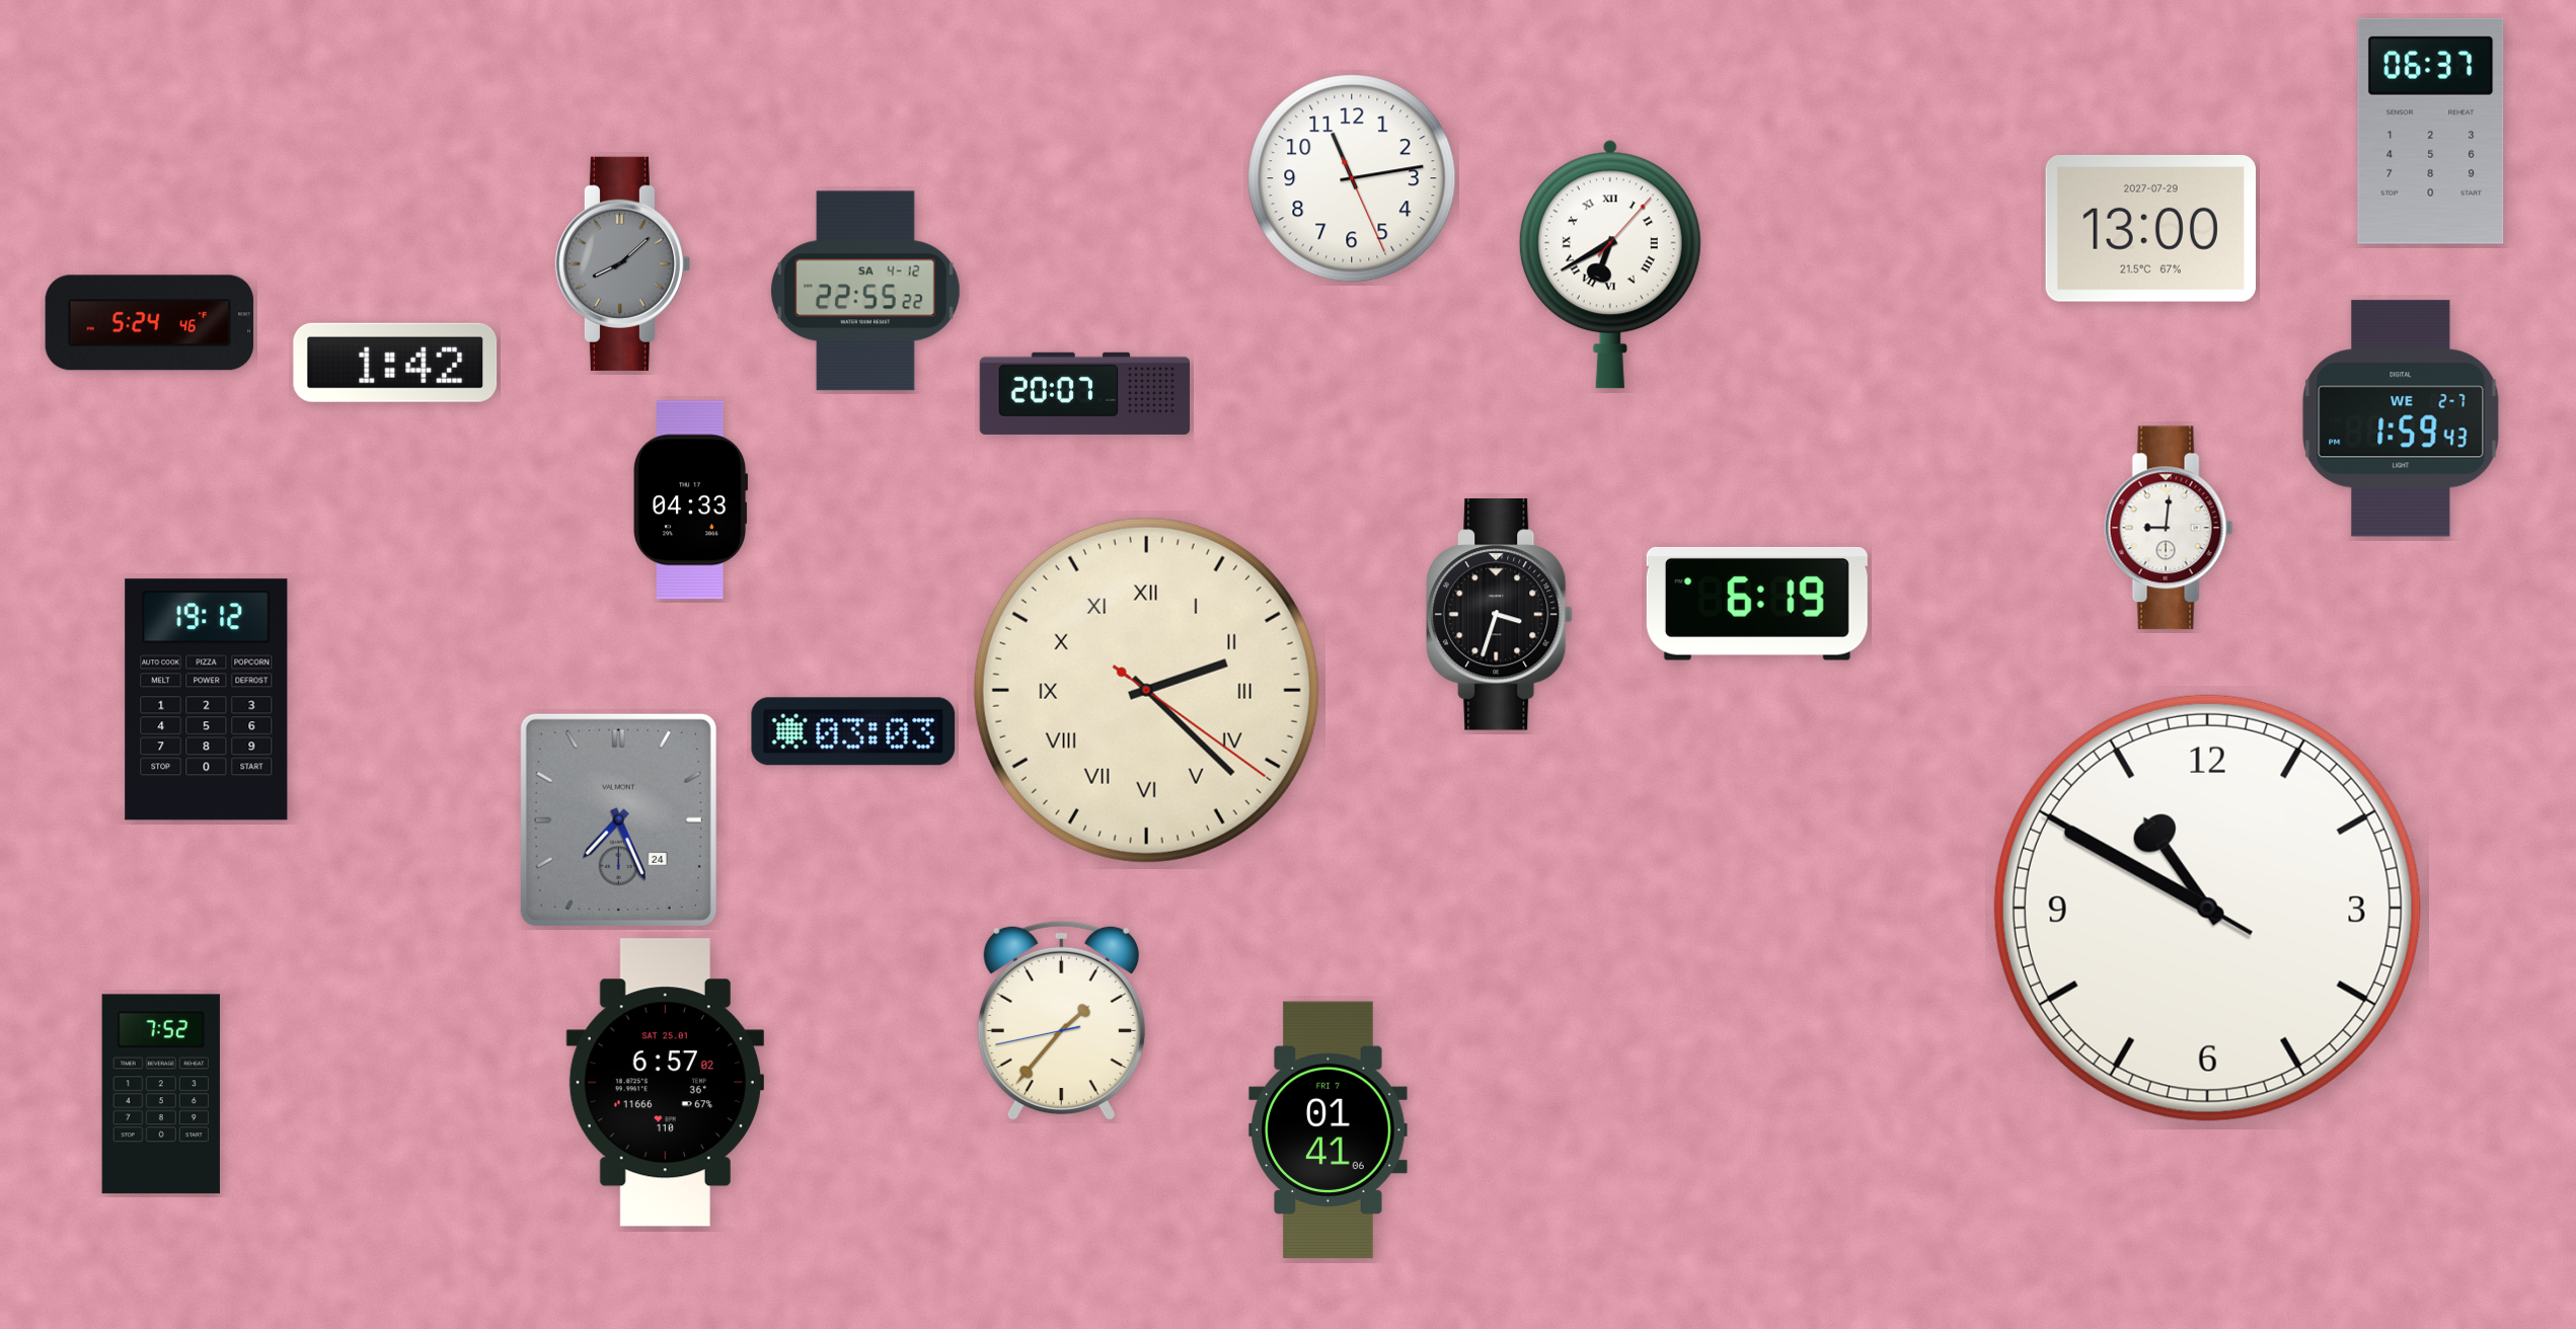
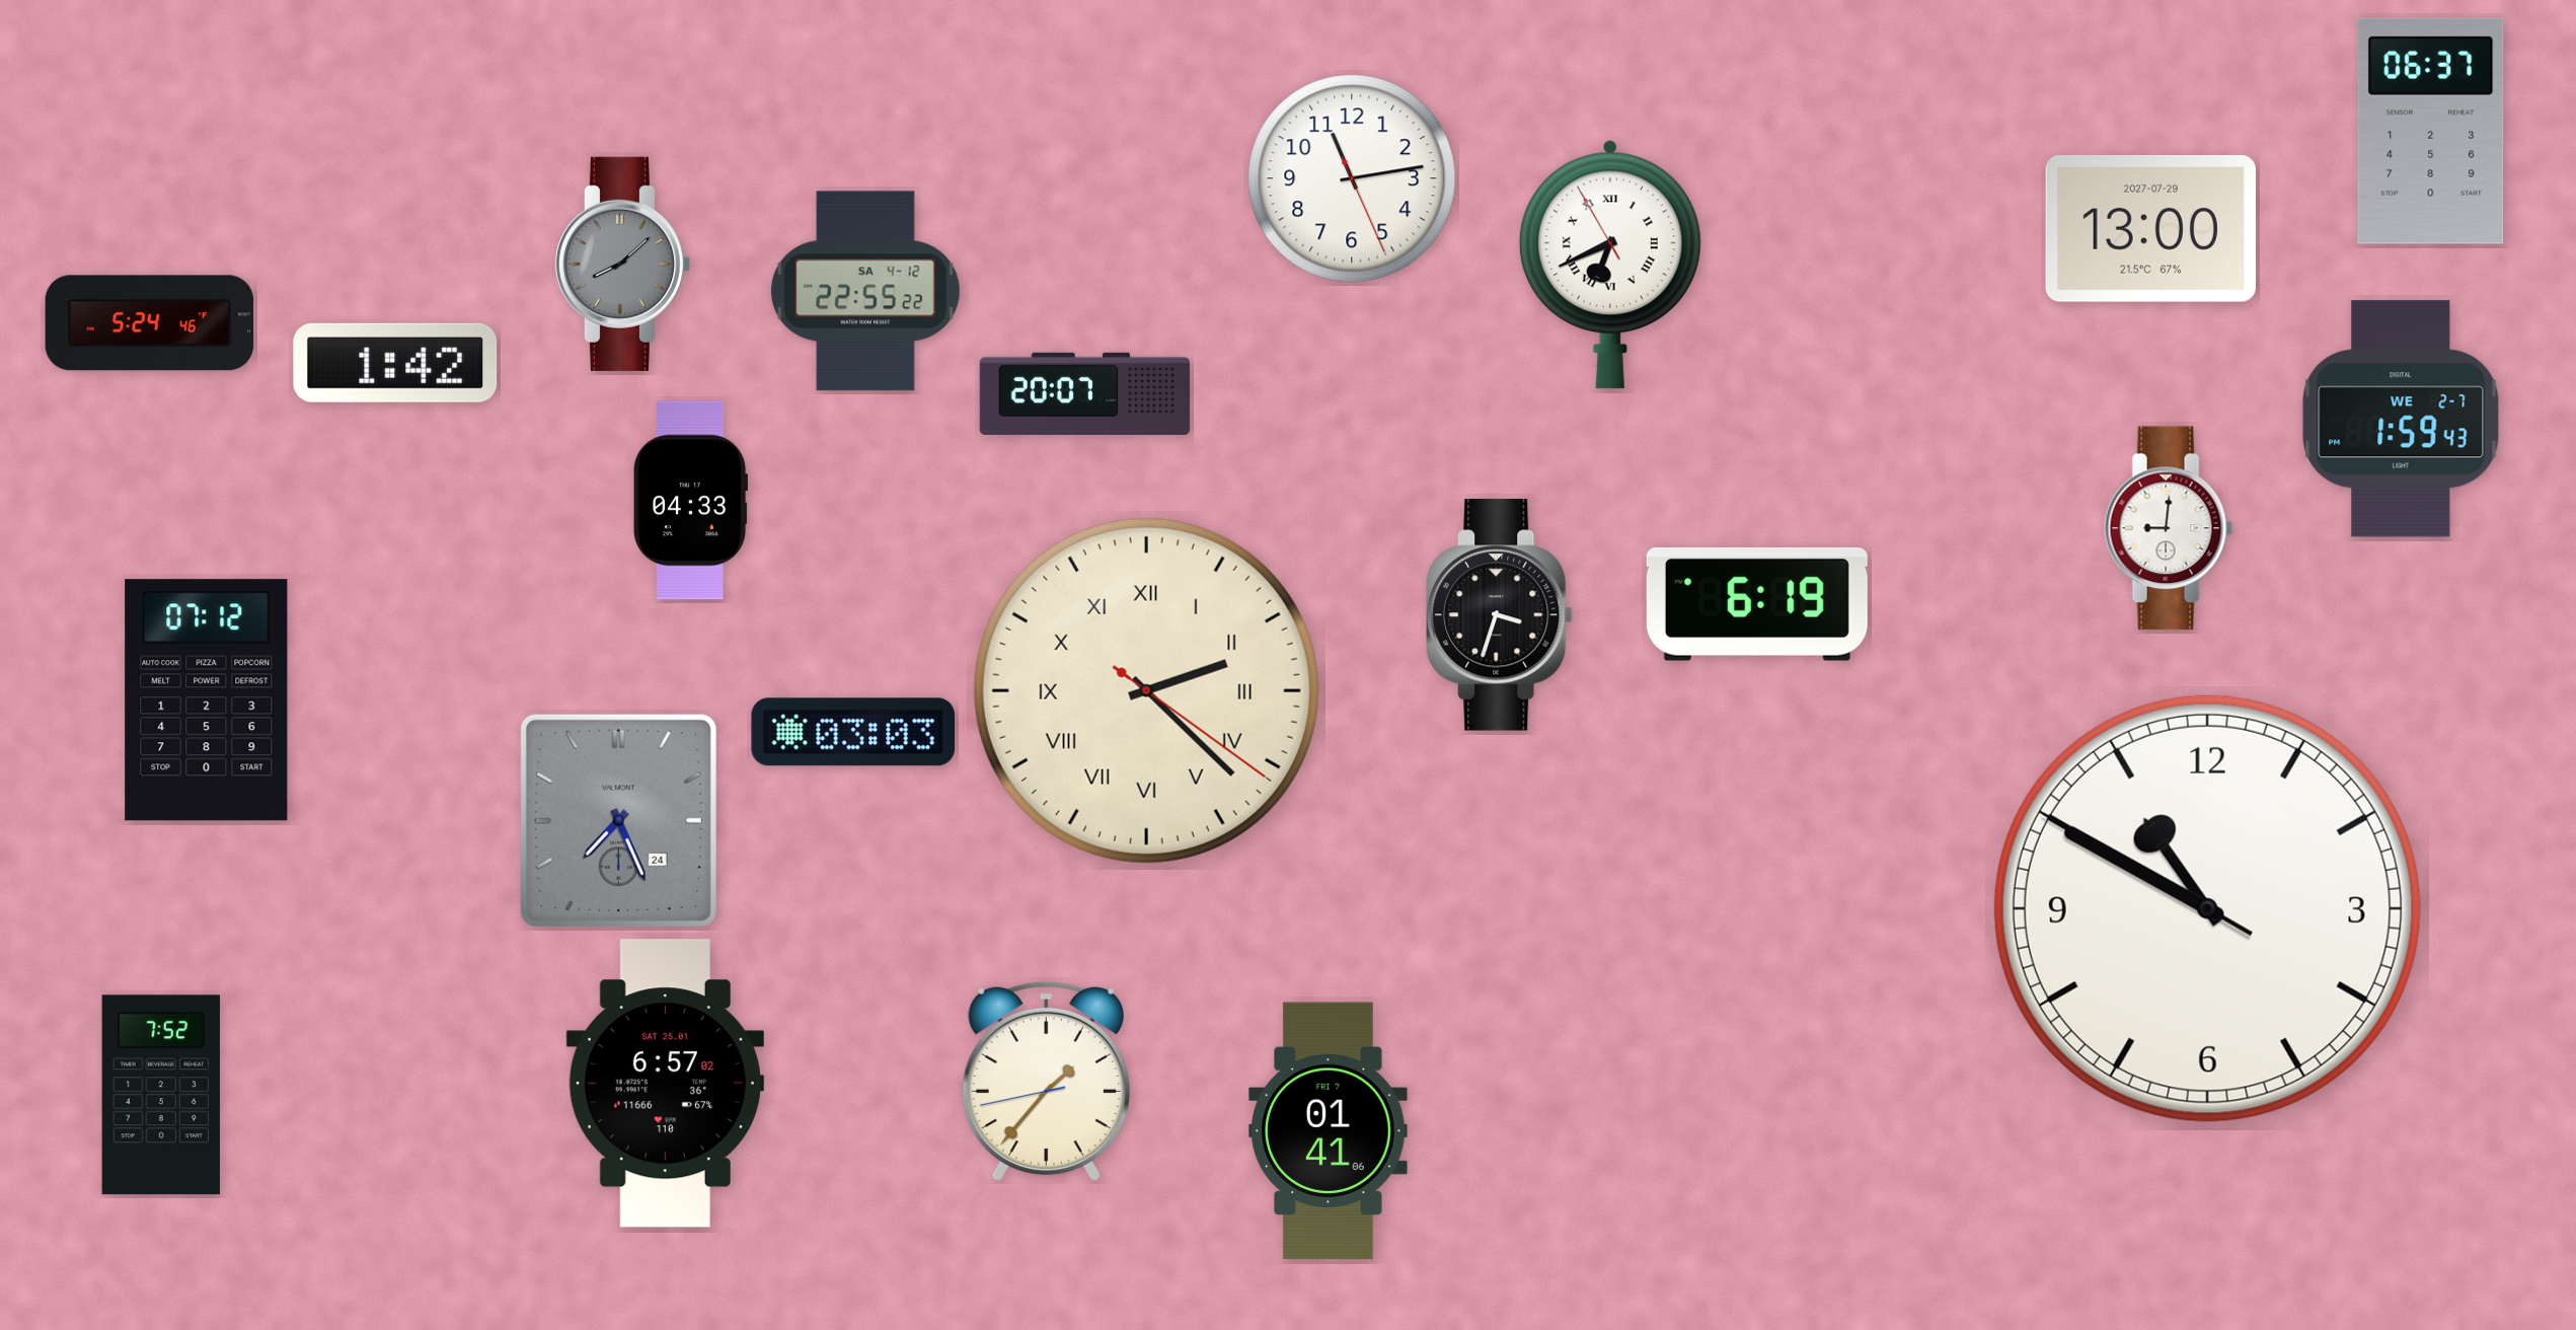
clock at (1610, 264): 6:40:07 -> 6:40:55
clock at (207, 700): 19:12 -> 07:12
clock at (1061, 1021) position: (1061, 1021) -> (1046, 1082)
